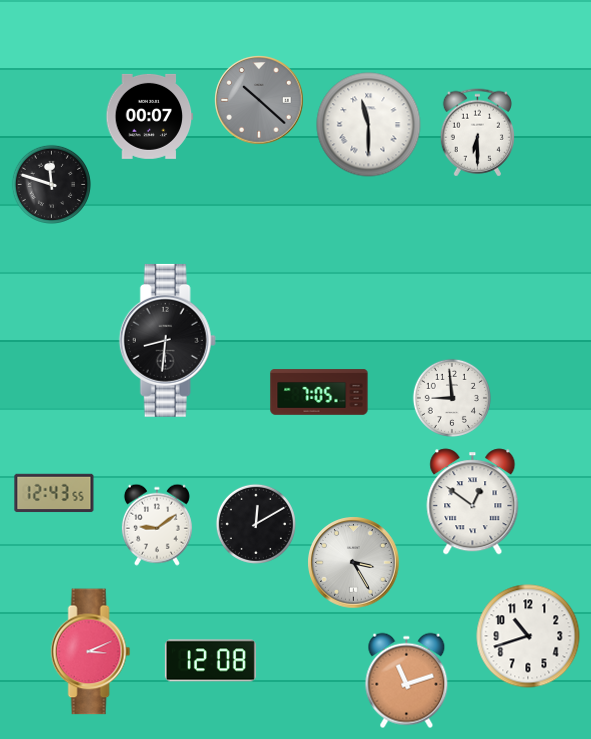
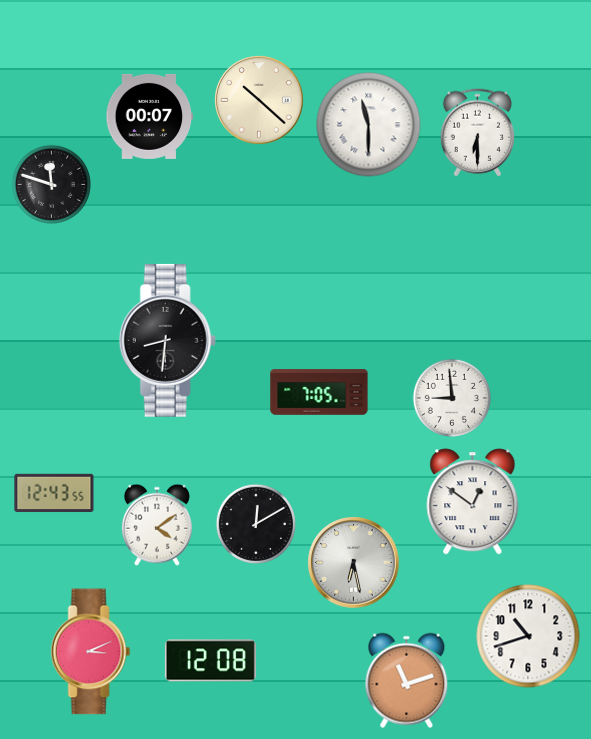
clock at (259, 100) dial: grey -> cream
clock at (157, 525): 9:09 -> 4:09
clock at (354, 563): 3:25 -> 6:28
